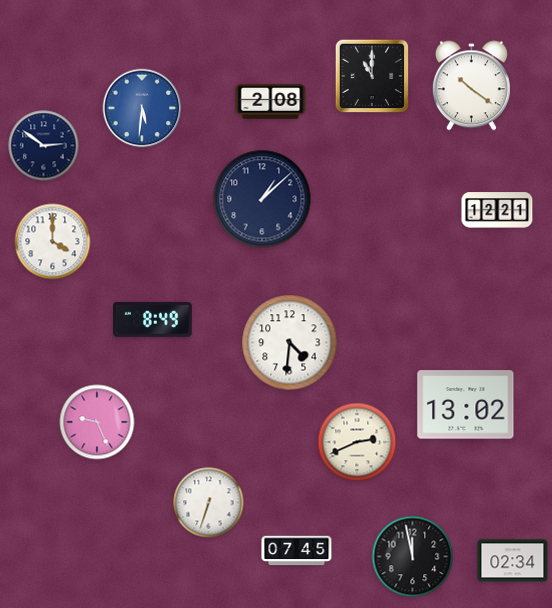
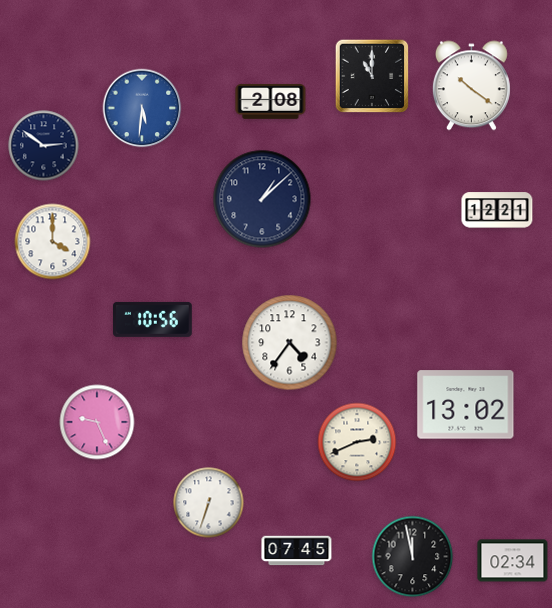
clock at (153, 319): 8:49 -> 10:56
clock at (290, 343): 4:31 -> 4:36
